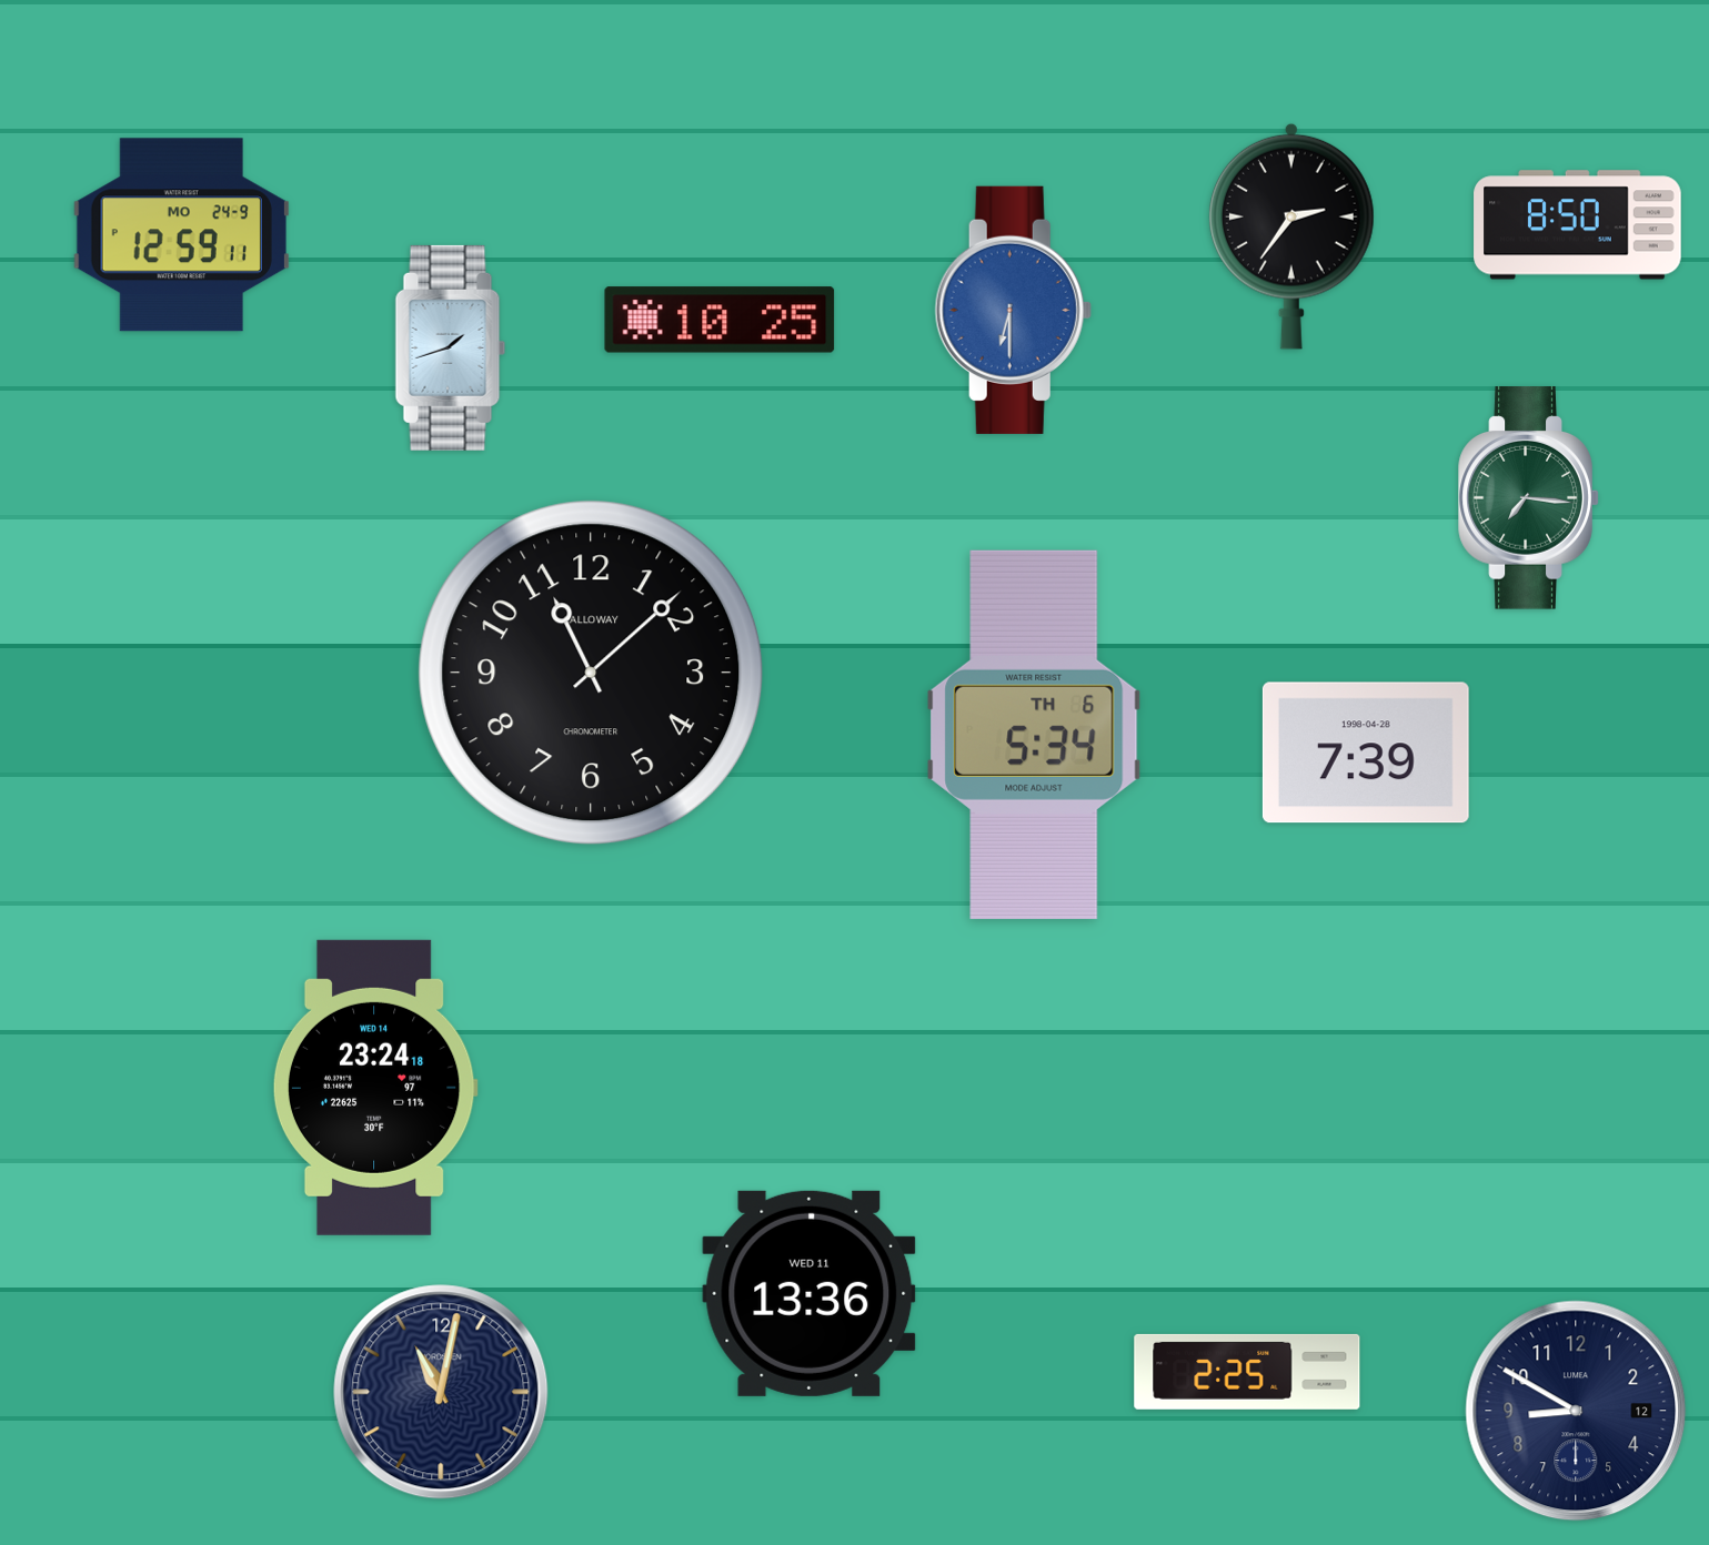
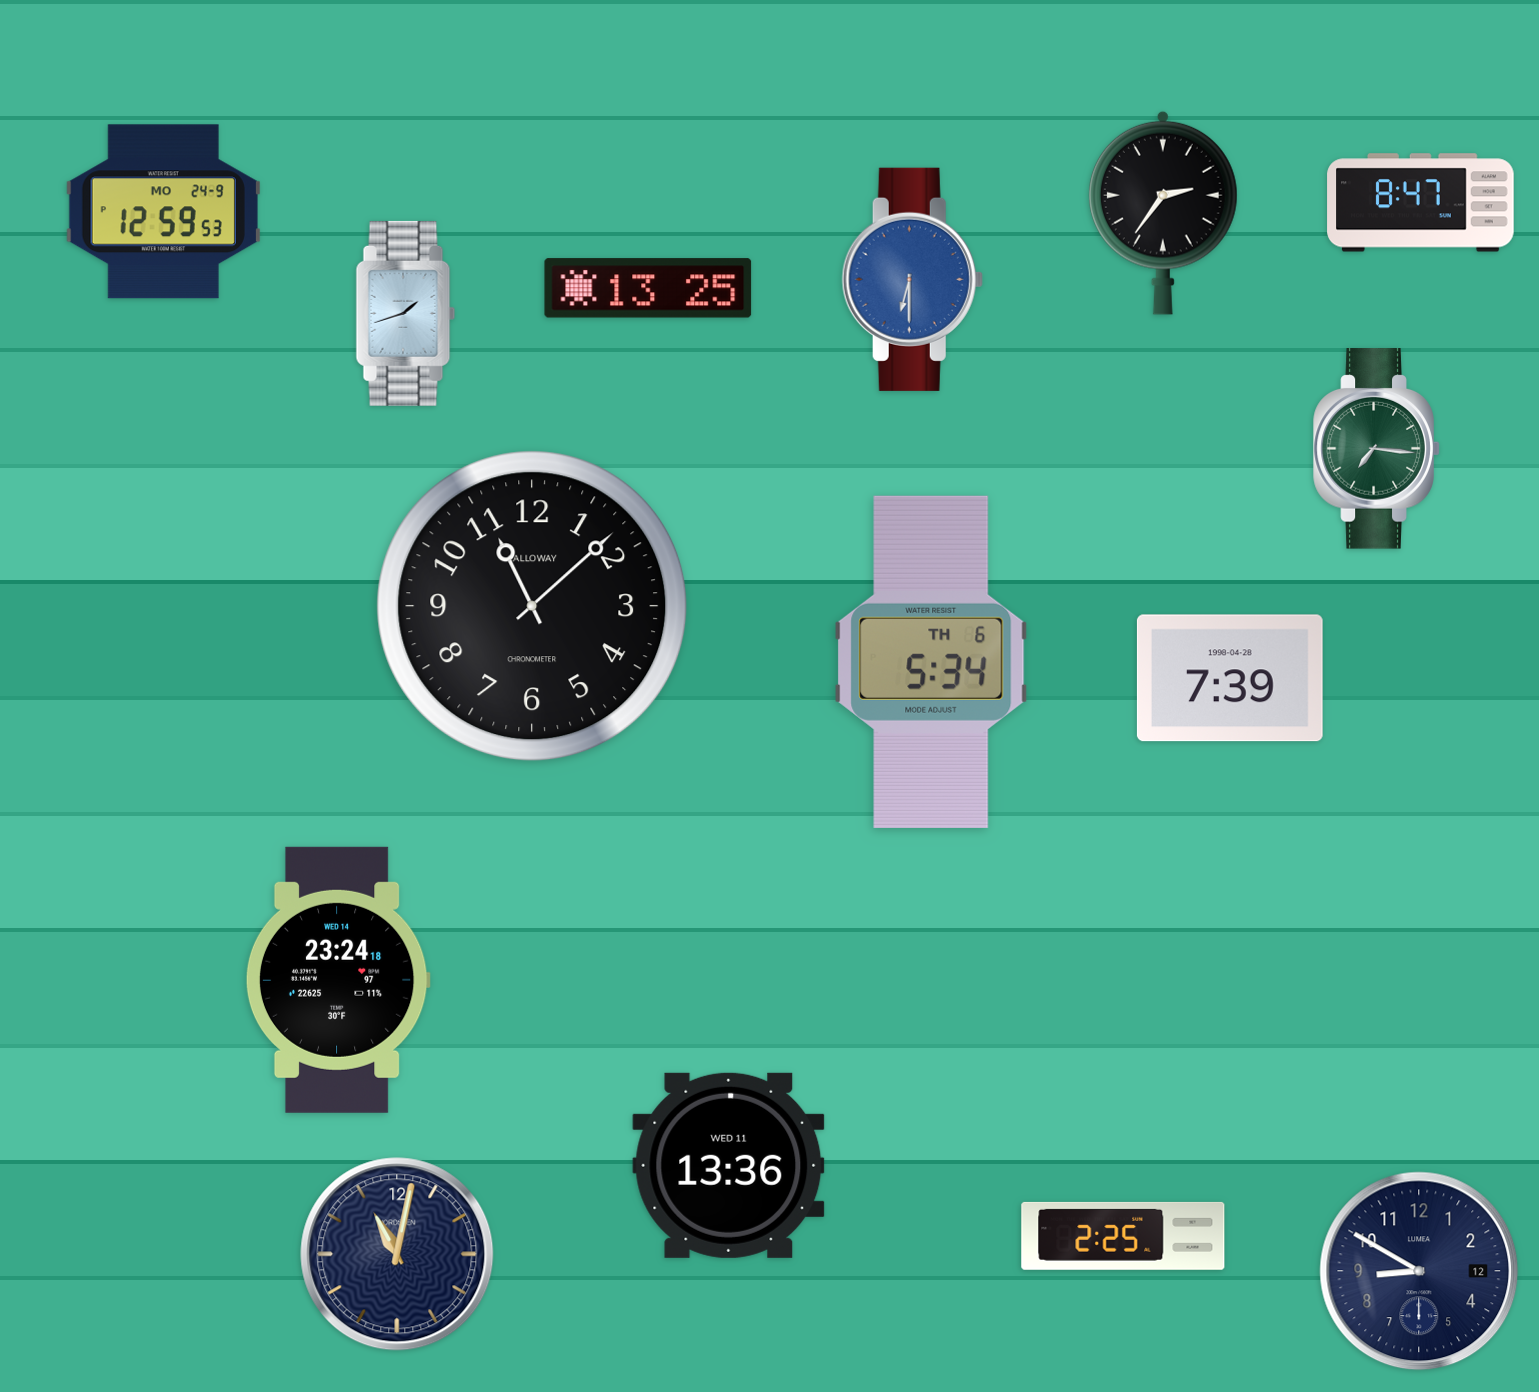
clock at (1578, 225): 8:50 -> 8:47
clock at (181, 235): 12:59:11 -> 12:59:53
clock at (720, 320): 10:25 -> 13:25
